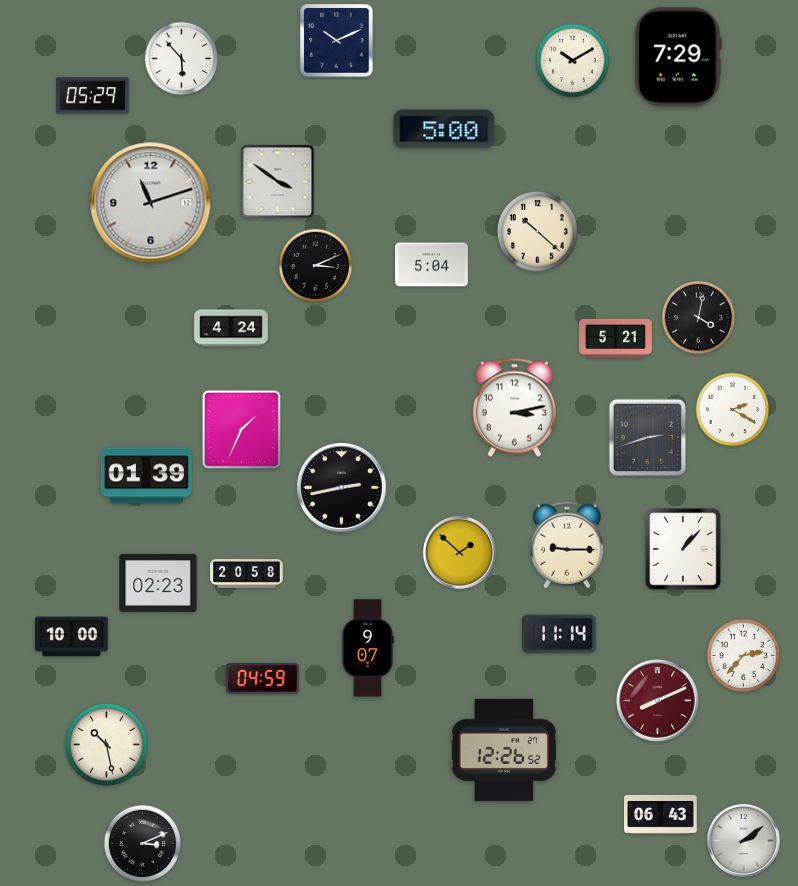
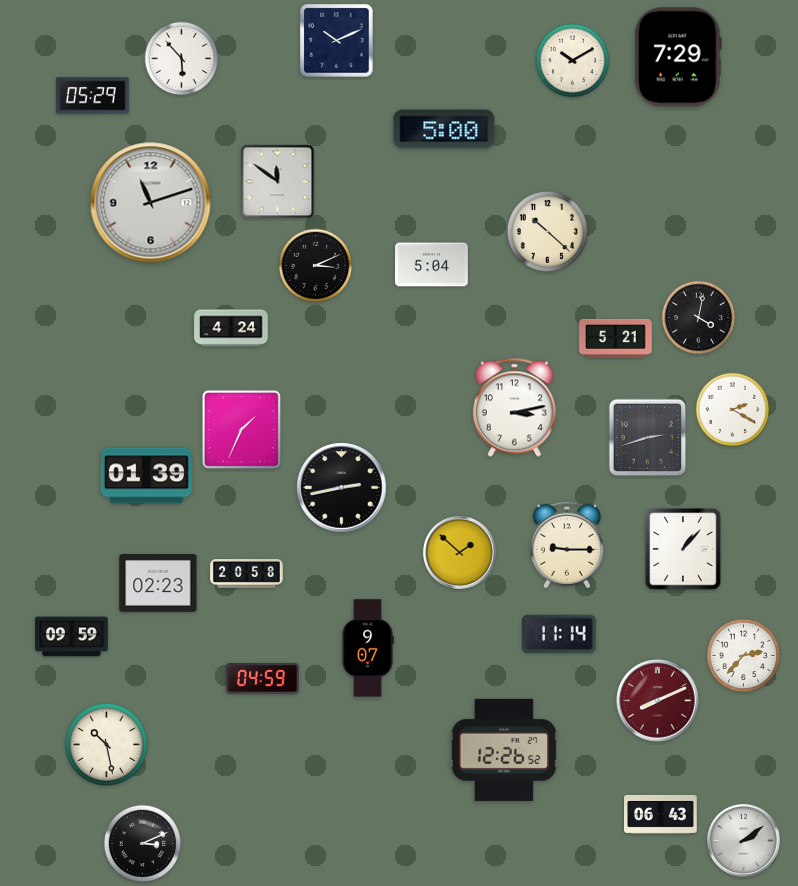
clock at (278, 182): 3:51 -> 11:51
clock at (537, 231) position: (537, 231) -> (547, 231)
clock at (72, 637): 10:00 -> 09:59
